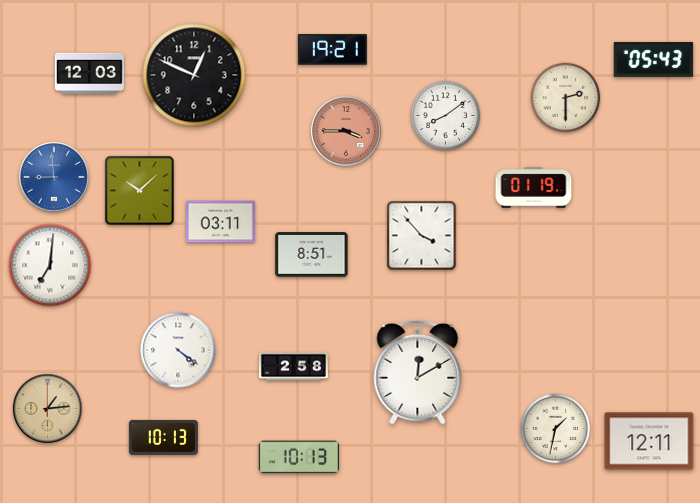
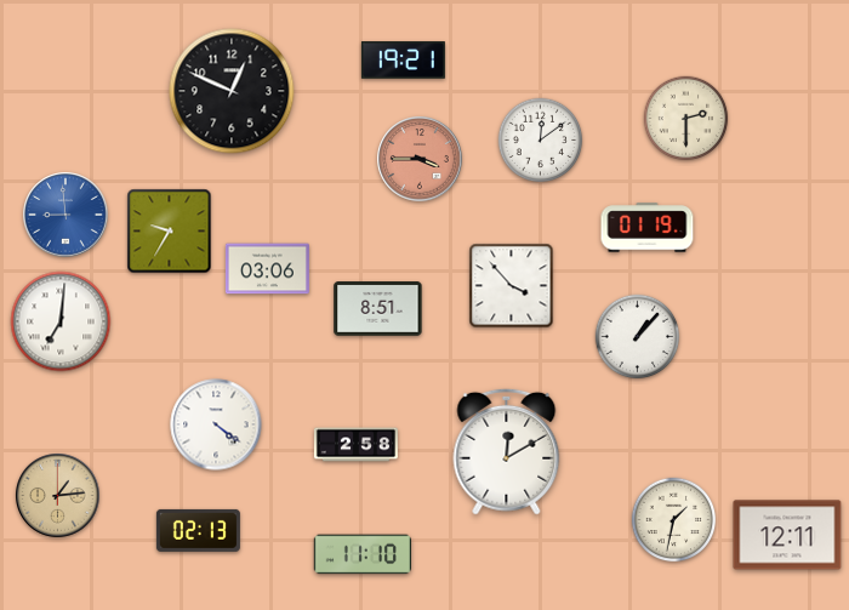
clock at (654, 59): 05:43 -> none
clock at (89, 73): 12:03 -> none
clock at (194, 75) position: (194, 75) -> (232, 91)
clock at (446, 116): 8:09 -> 12:09
clock at (140, 191): 10:08 -> 9:35
clock at (220, 222): 03:11 -> 03:06
clock at (638, 337): none -> 1:07
clock at (163, 437): 10:13 -> 02:13
clock at (298, 457): 10:13 -> 11:10
